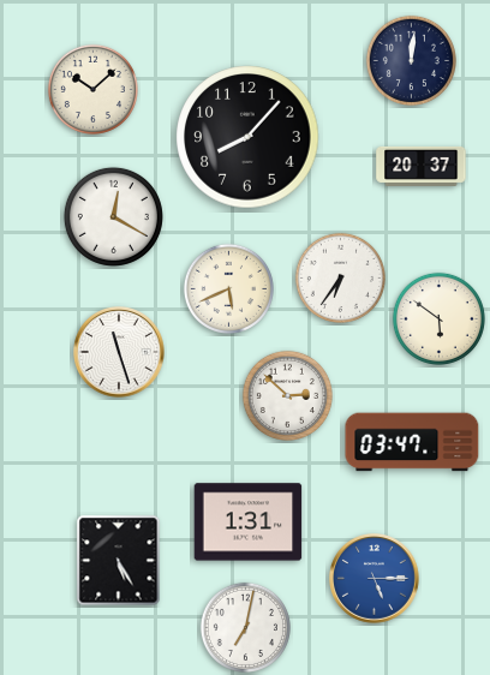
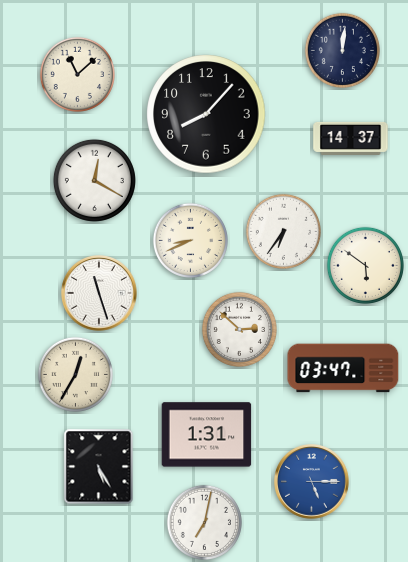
clock at (92, 89): 10:08 -> 11:08
clock at (422, 166): 20:37 -> 14:37
clock at (228, 288): 5:41 -> 8:41
clock at (75, 374): none -> 12:35
